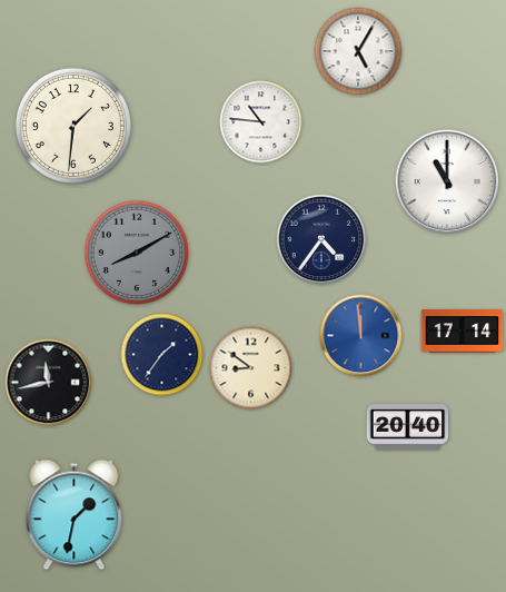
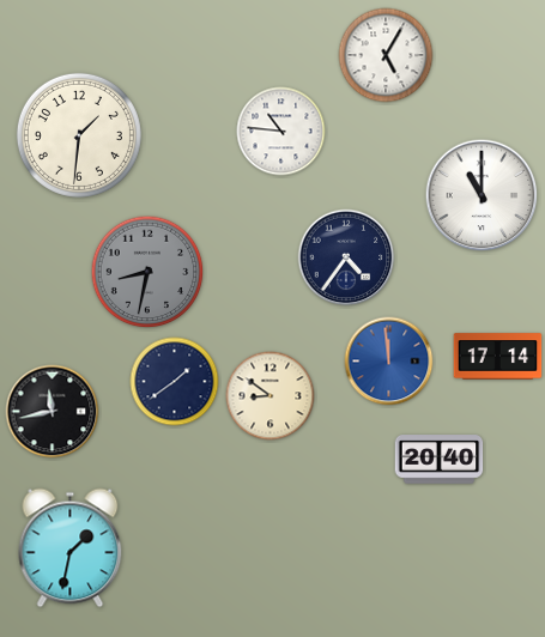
clock at (137, 253): 8:10 -> 8:32
clock at (162, 355): 1:36 -> 1:39
clock at (75, 515) position: (75, 515) -> (71, 548)
